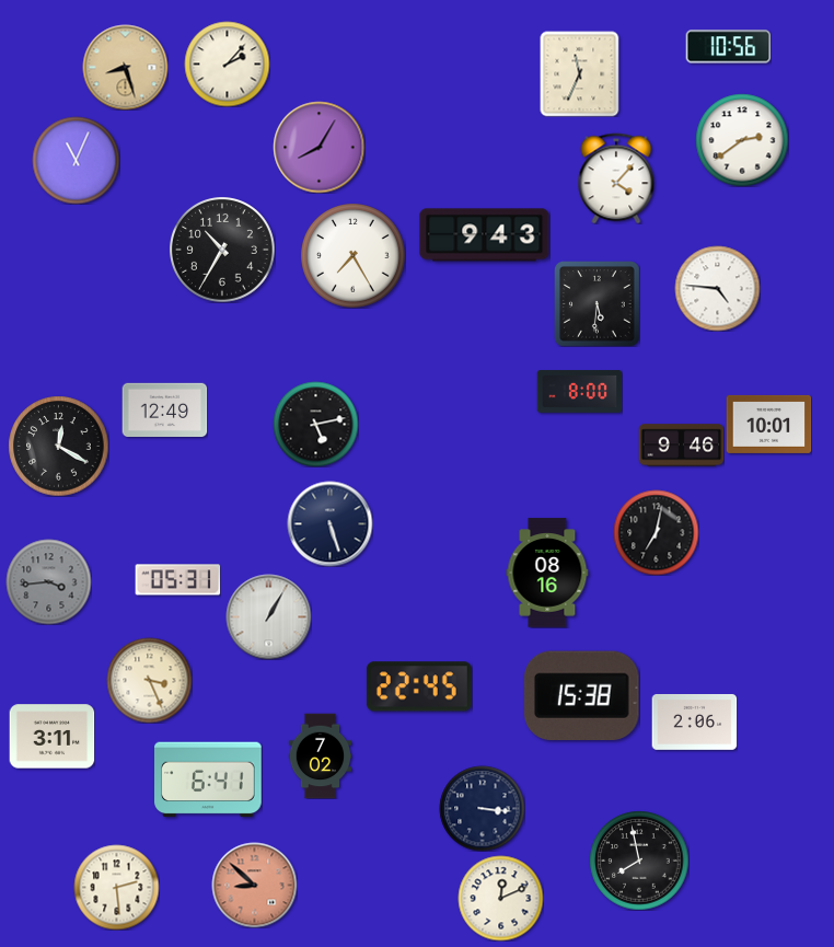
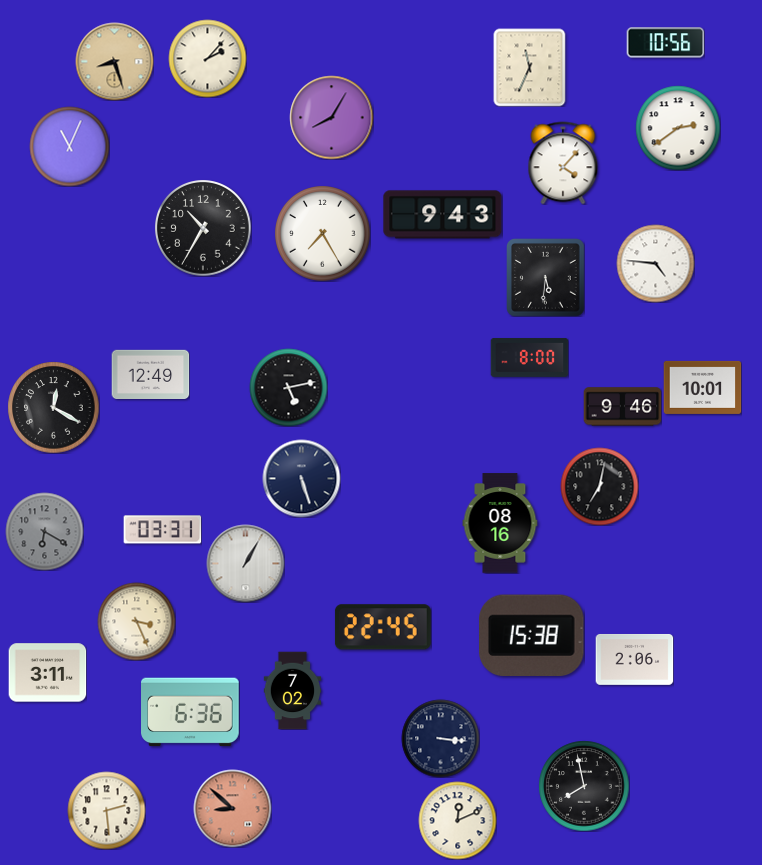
clock at (318, 147) position: (318, 147) -> (331, 117)
clock at (177, 580): 05:31 -> 03:31
clock at (48, 581): 3:44 -> 6:20
clock at (209, 779): 6:41 -> 6:36
